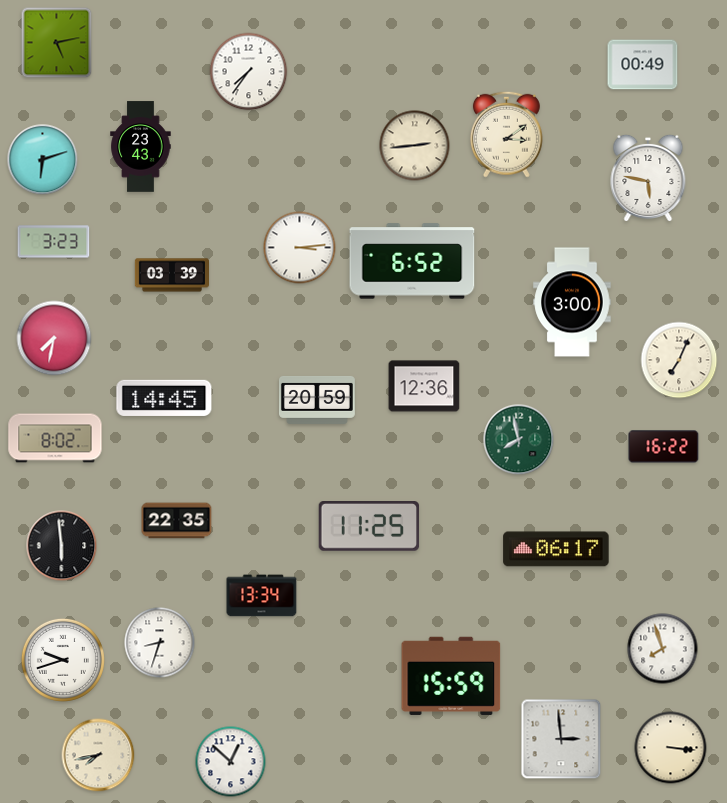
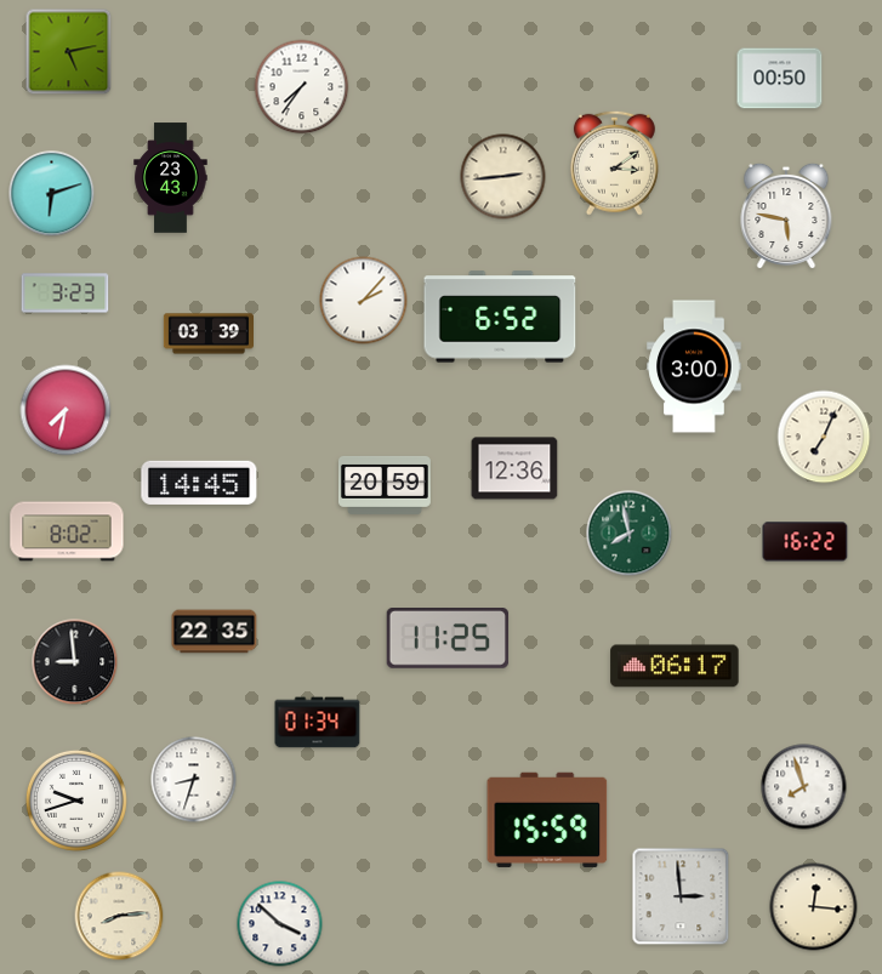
clock at (643, 65): 00:49 -> 00:50
clock at (300, 248): 3:14 -> 2:07
clock at (62, 546): 5:59 -> 8:59
clock at (262, 596): 13:34 -> 01:34
clock at (671, 748): 3:16 -> 12:16
clock at (98, 755): 7:43 -> 8:14
clock at (231, 762): 12:52 -> 3:52
